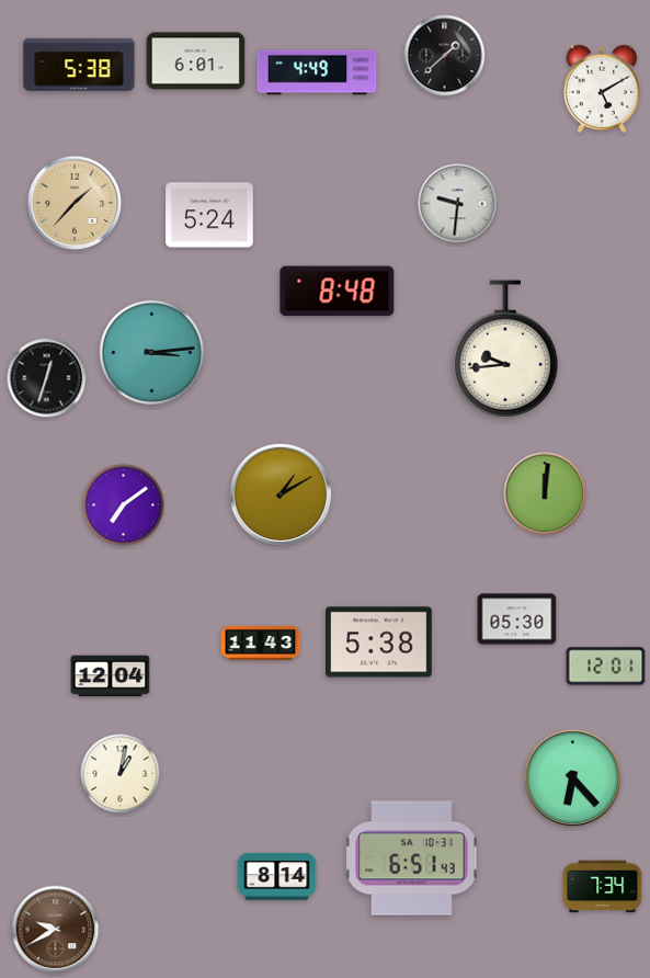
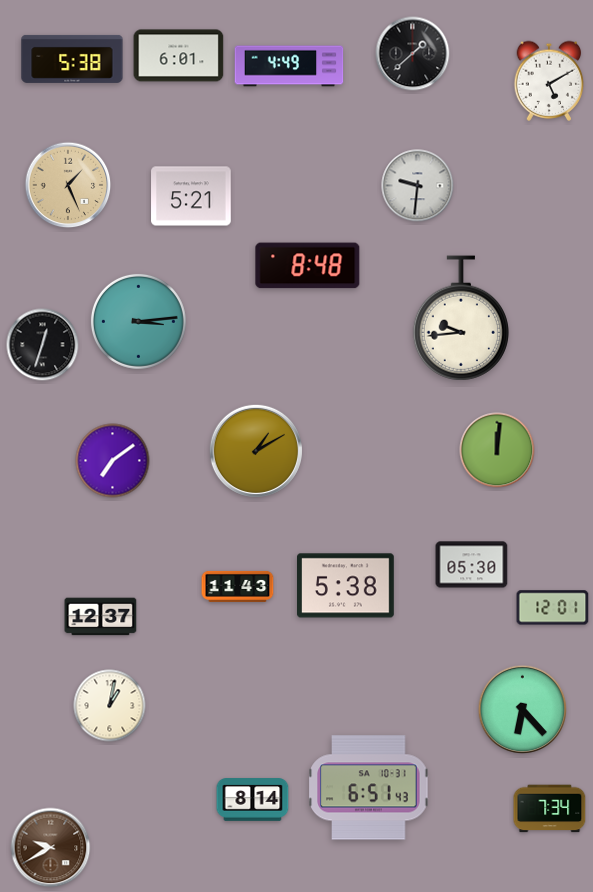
clock at (445, 56) position: (445, 56) -> (413, 54)
clock at (75, 203): 1:37 -> 1:26
clock at (209, 215): 5:24 -> 5:21
clock at (111, 676): 12:04 -> 12:37
clock at (412, 858) position: (412, 858) -> (369, 788)
